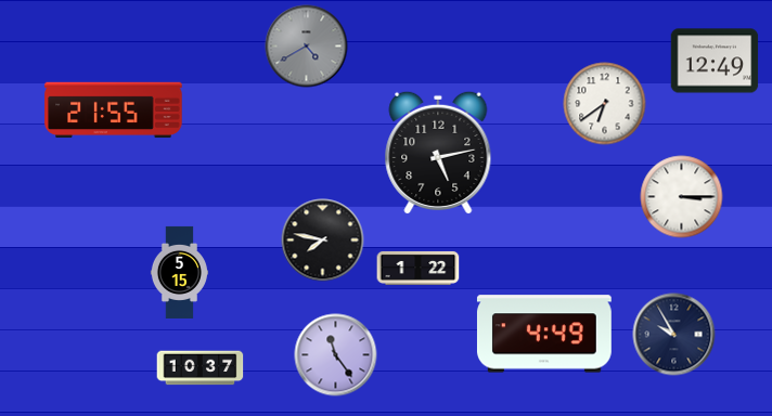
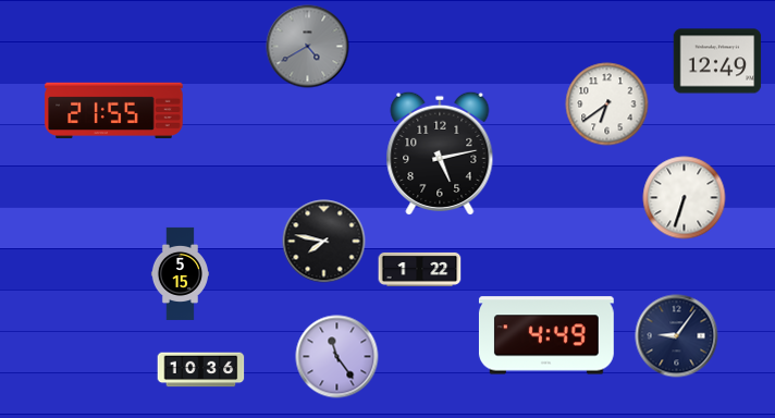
clock at (682, 197): 3:15 -> 6:33
clock at (674, 335): 9:55 -> 9:06
clock at (201, 368): 10:37 -> 10:36
